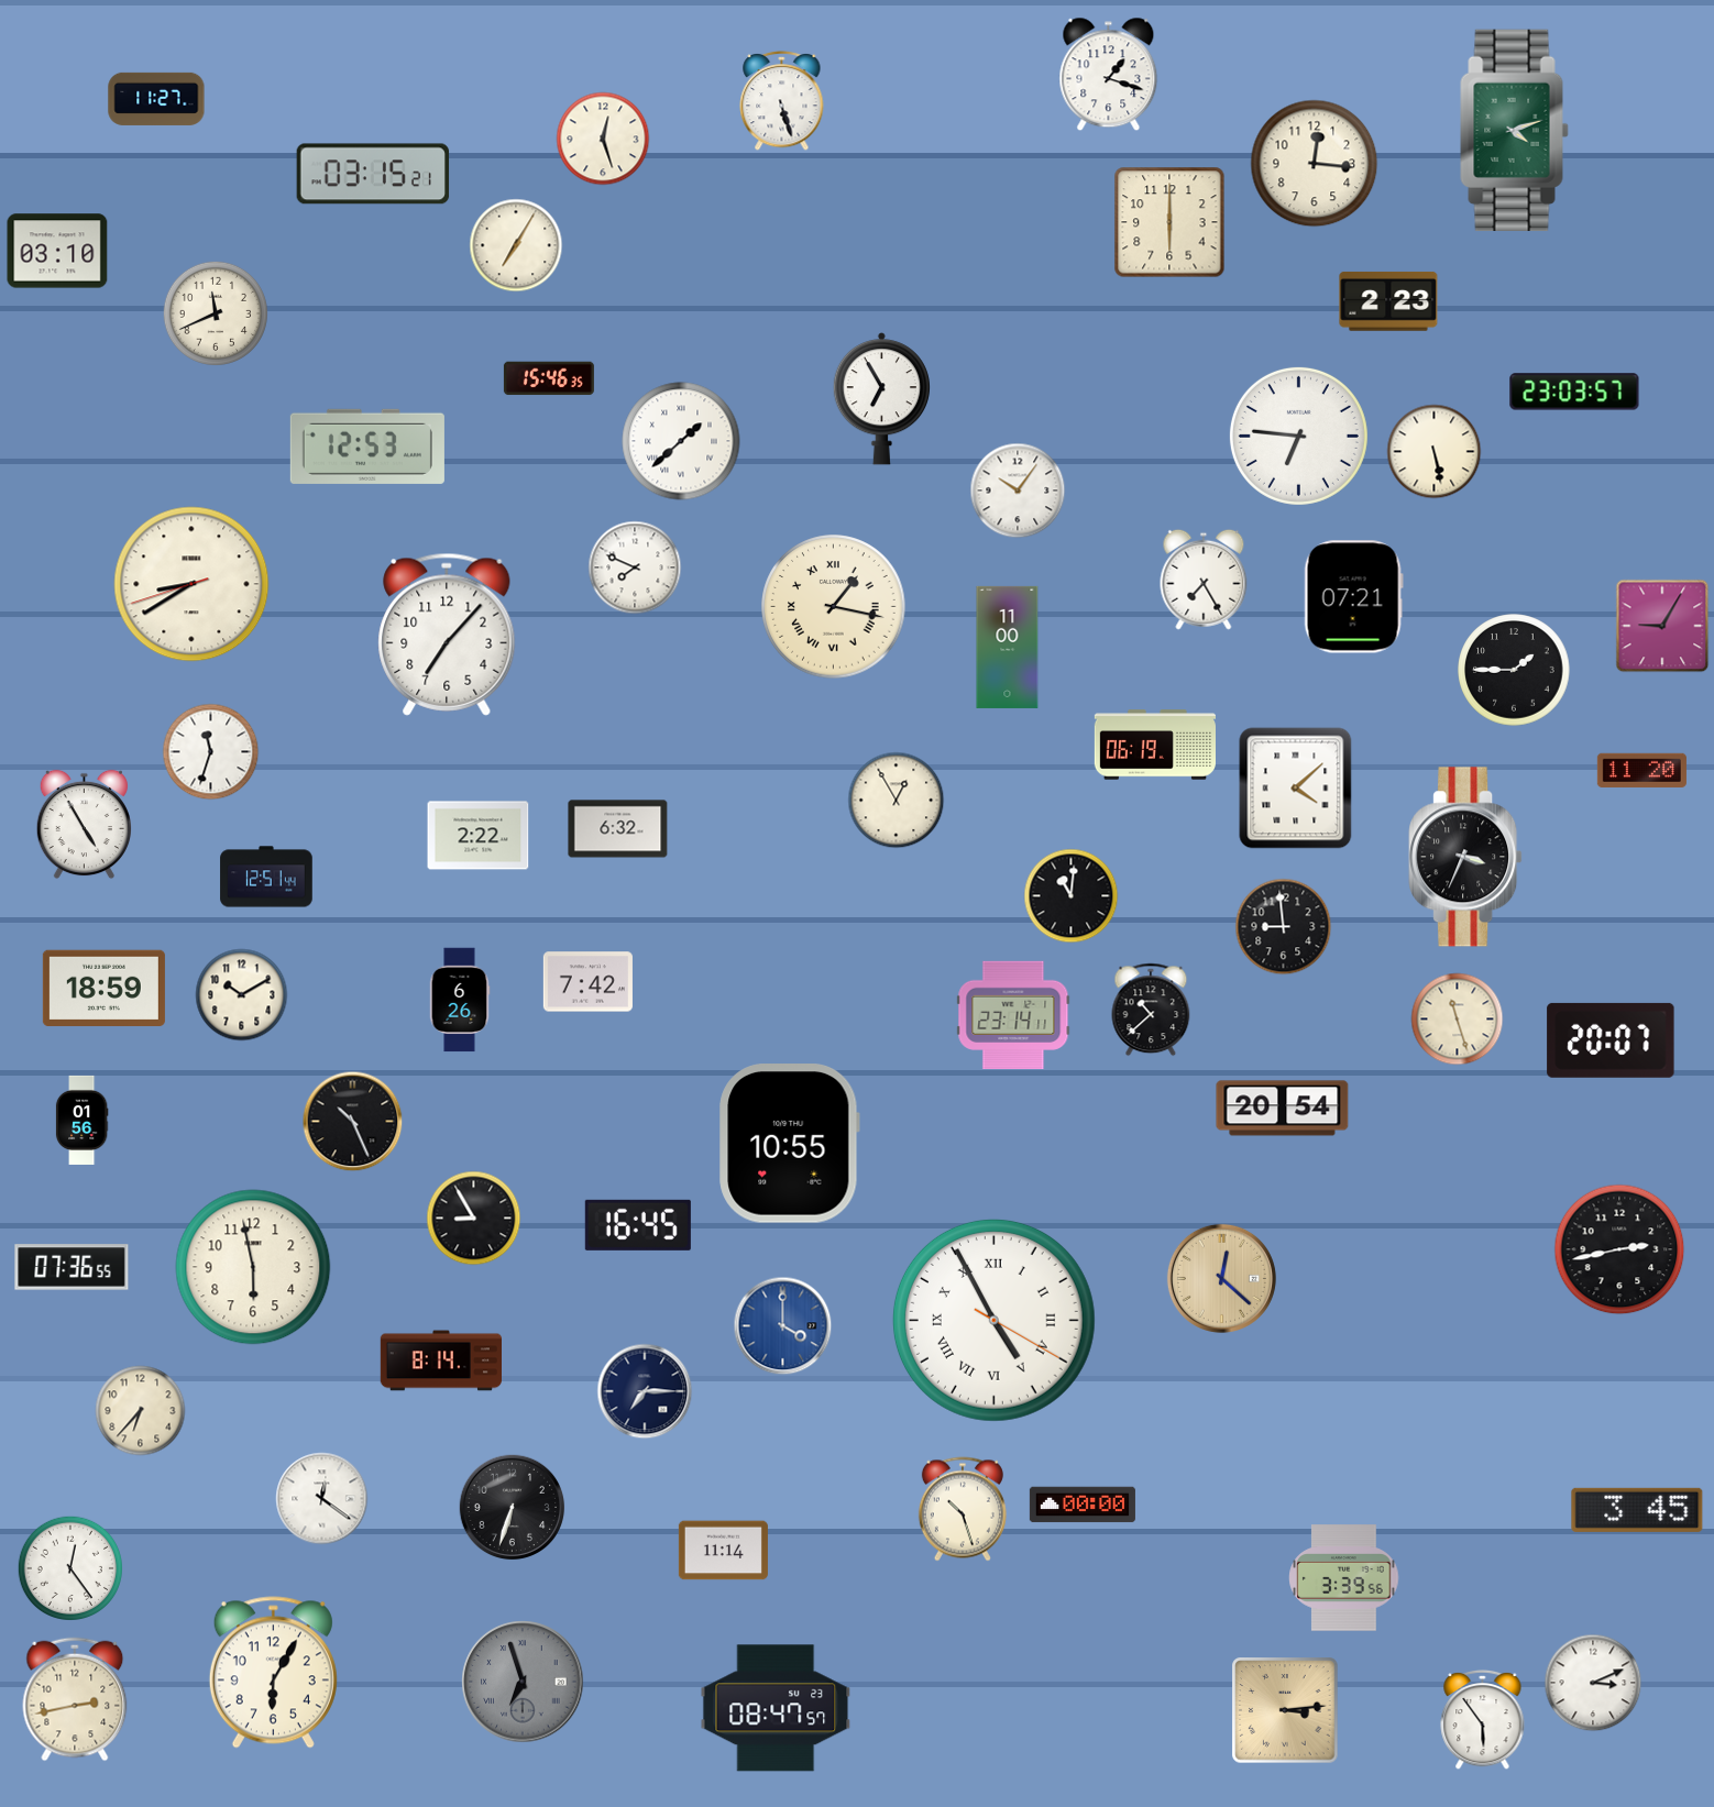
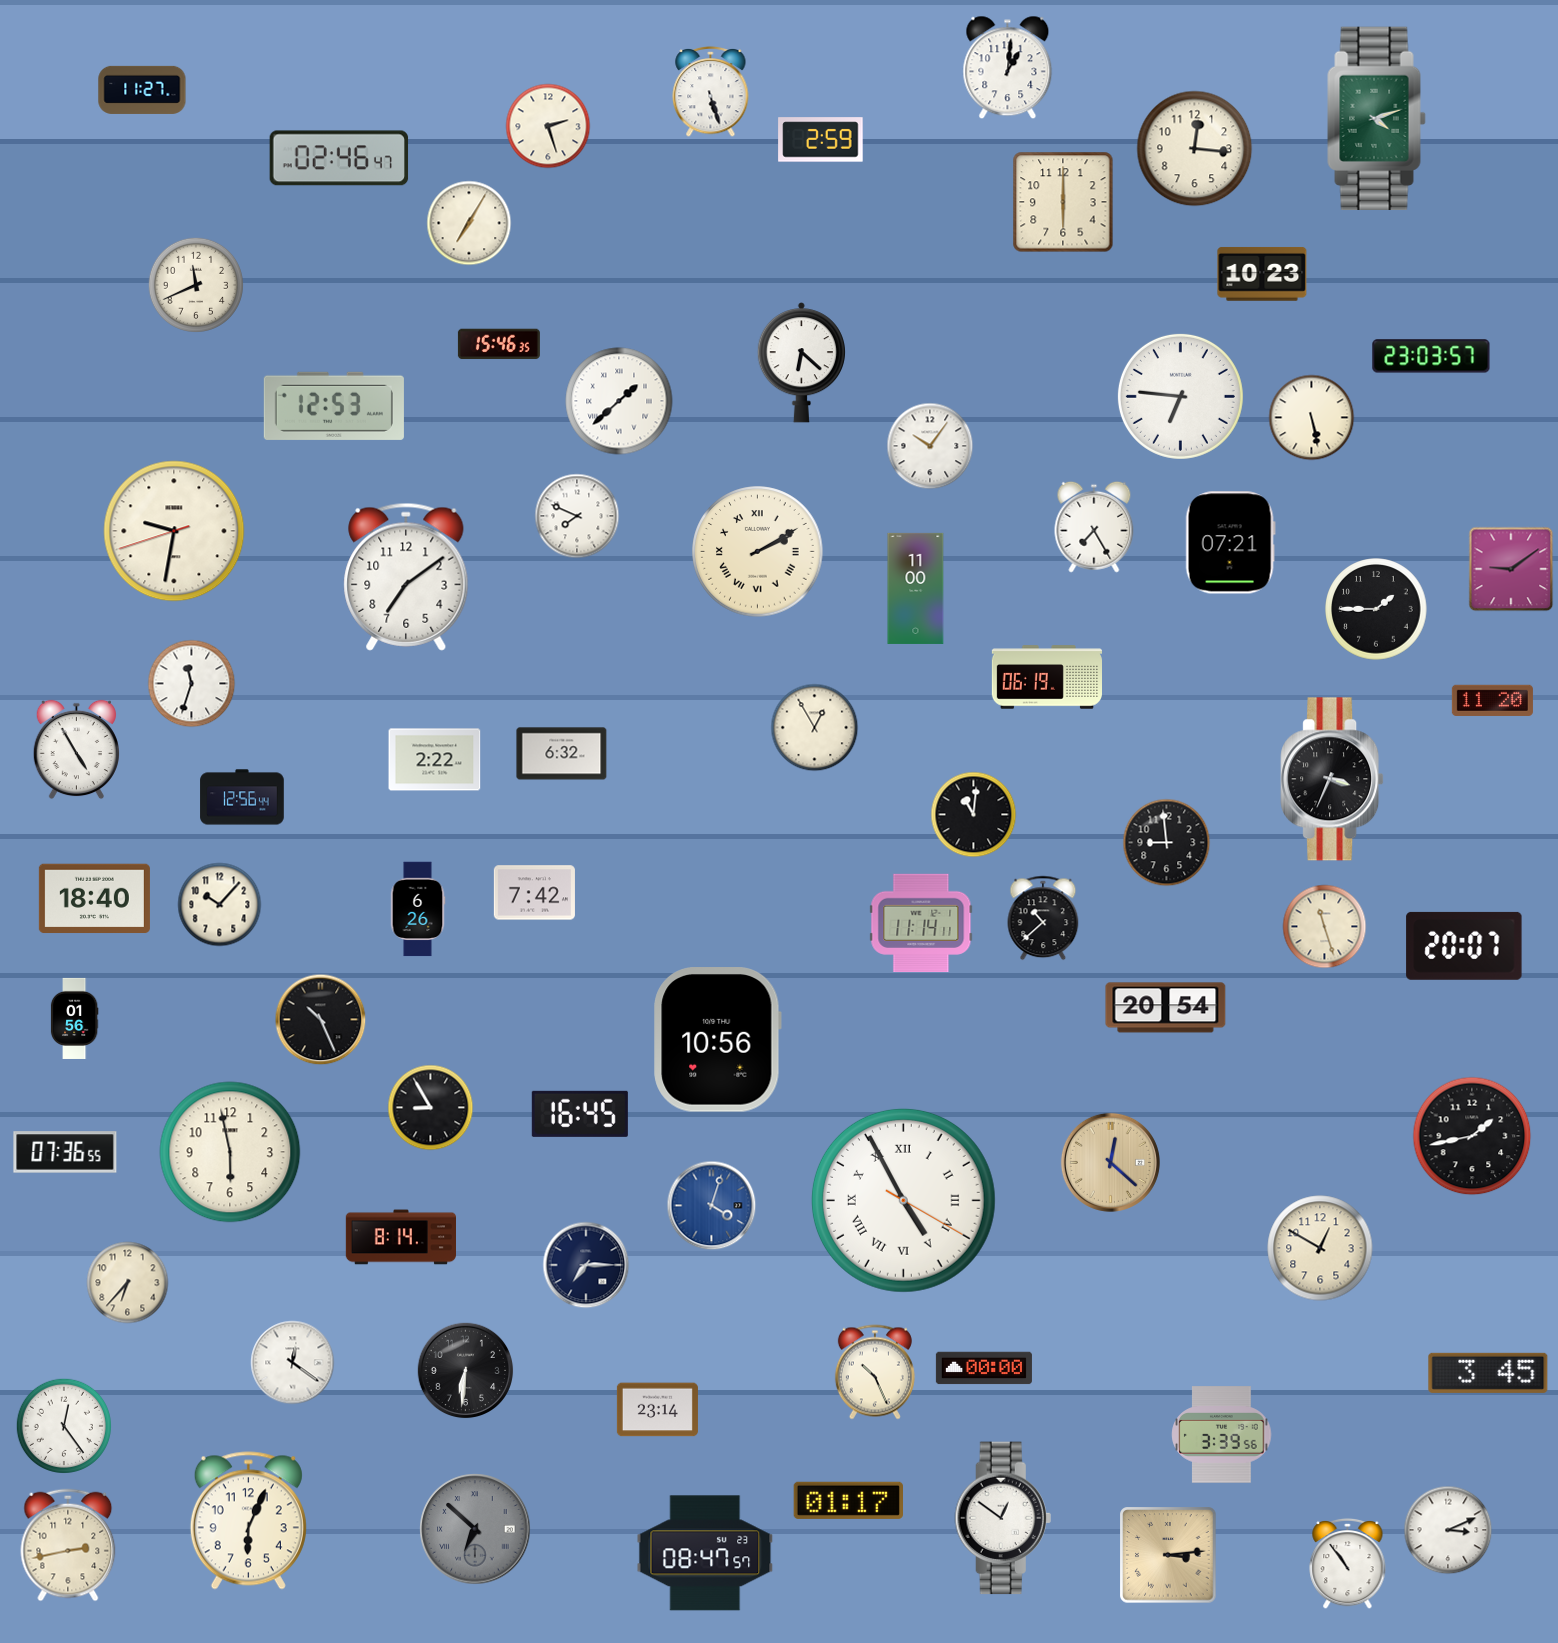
clock at (1109, 75): 1:18 -> 1:01
clock at (603, 139): 12:27 -> 2:27
clock at (821, 140): none -> 2:59
clock at (373, 174): 03:15 -> 02:46
clock at (57, 251): 03:10 -> none
clock at (1388, 301): 2:23 -> 10:23
clock at (881, 399): 6:55 -> 6:22
clock at (1435, 452) position: (1435, 452) -> (1312, 418)
clock at (1018, 491) position: (1018, 491) -> (930, 446)
clock at (191, 584): 8:39 -> 9:31
clock at (834, 607): 1:17 -> 2:10
clock at (1662, 626): 9:05 -> 9:09
clock at (447, 635): 7:07 -> 7:09
clock at (1154, 745) position: (1154, 745) -> (1046, 677)
clock at (1296, 789): 4:08 -> none
clock at (266, 877): 12:51 -> 12:56
clock at (103, 989): 18:59 -> 18:40
clock at (242, 995): 10:10 -> 10:07
clock at (1151, 1010) position: (1151, 1010) -> (1043, 918)
clock at (1013, 1014): 23:14 -> 11:14
clock at (790, 1144): 10:55 -> 10:56
clock at (1619, 1249): 2:43 -> 1:43
clock at (783, 1326): 4:00 -> 4:03
clock at (1320, 1248): none -> 12:50
clock at (513, 1508): 6:33 -> 6:31
clock at (963, 1509): 10:27 -> 10:26
clock at (723, 1551): 11:14 -> 23:14
clock at (848, 1500): none -> 01:17
clock at (1003, 1518): none -> 12:51
clock at (273, 1673): 6:05 -> 6:04
clock at (523, 1682): 6:57 -> 6:52
clock at (1483, 1719): 5:54 -> 10:54
